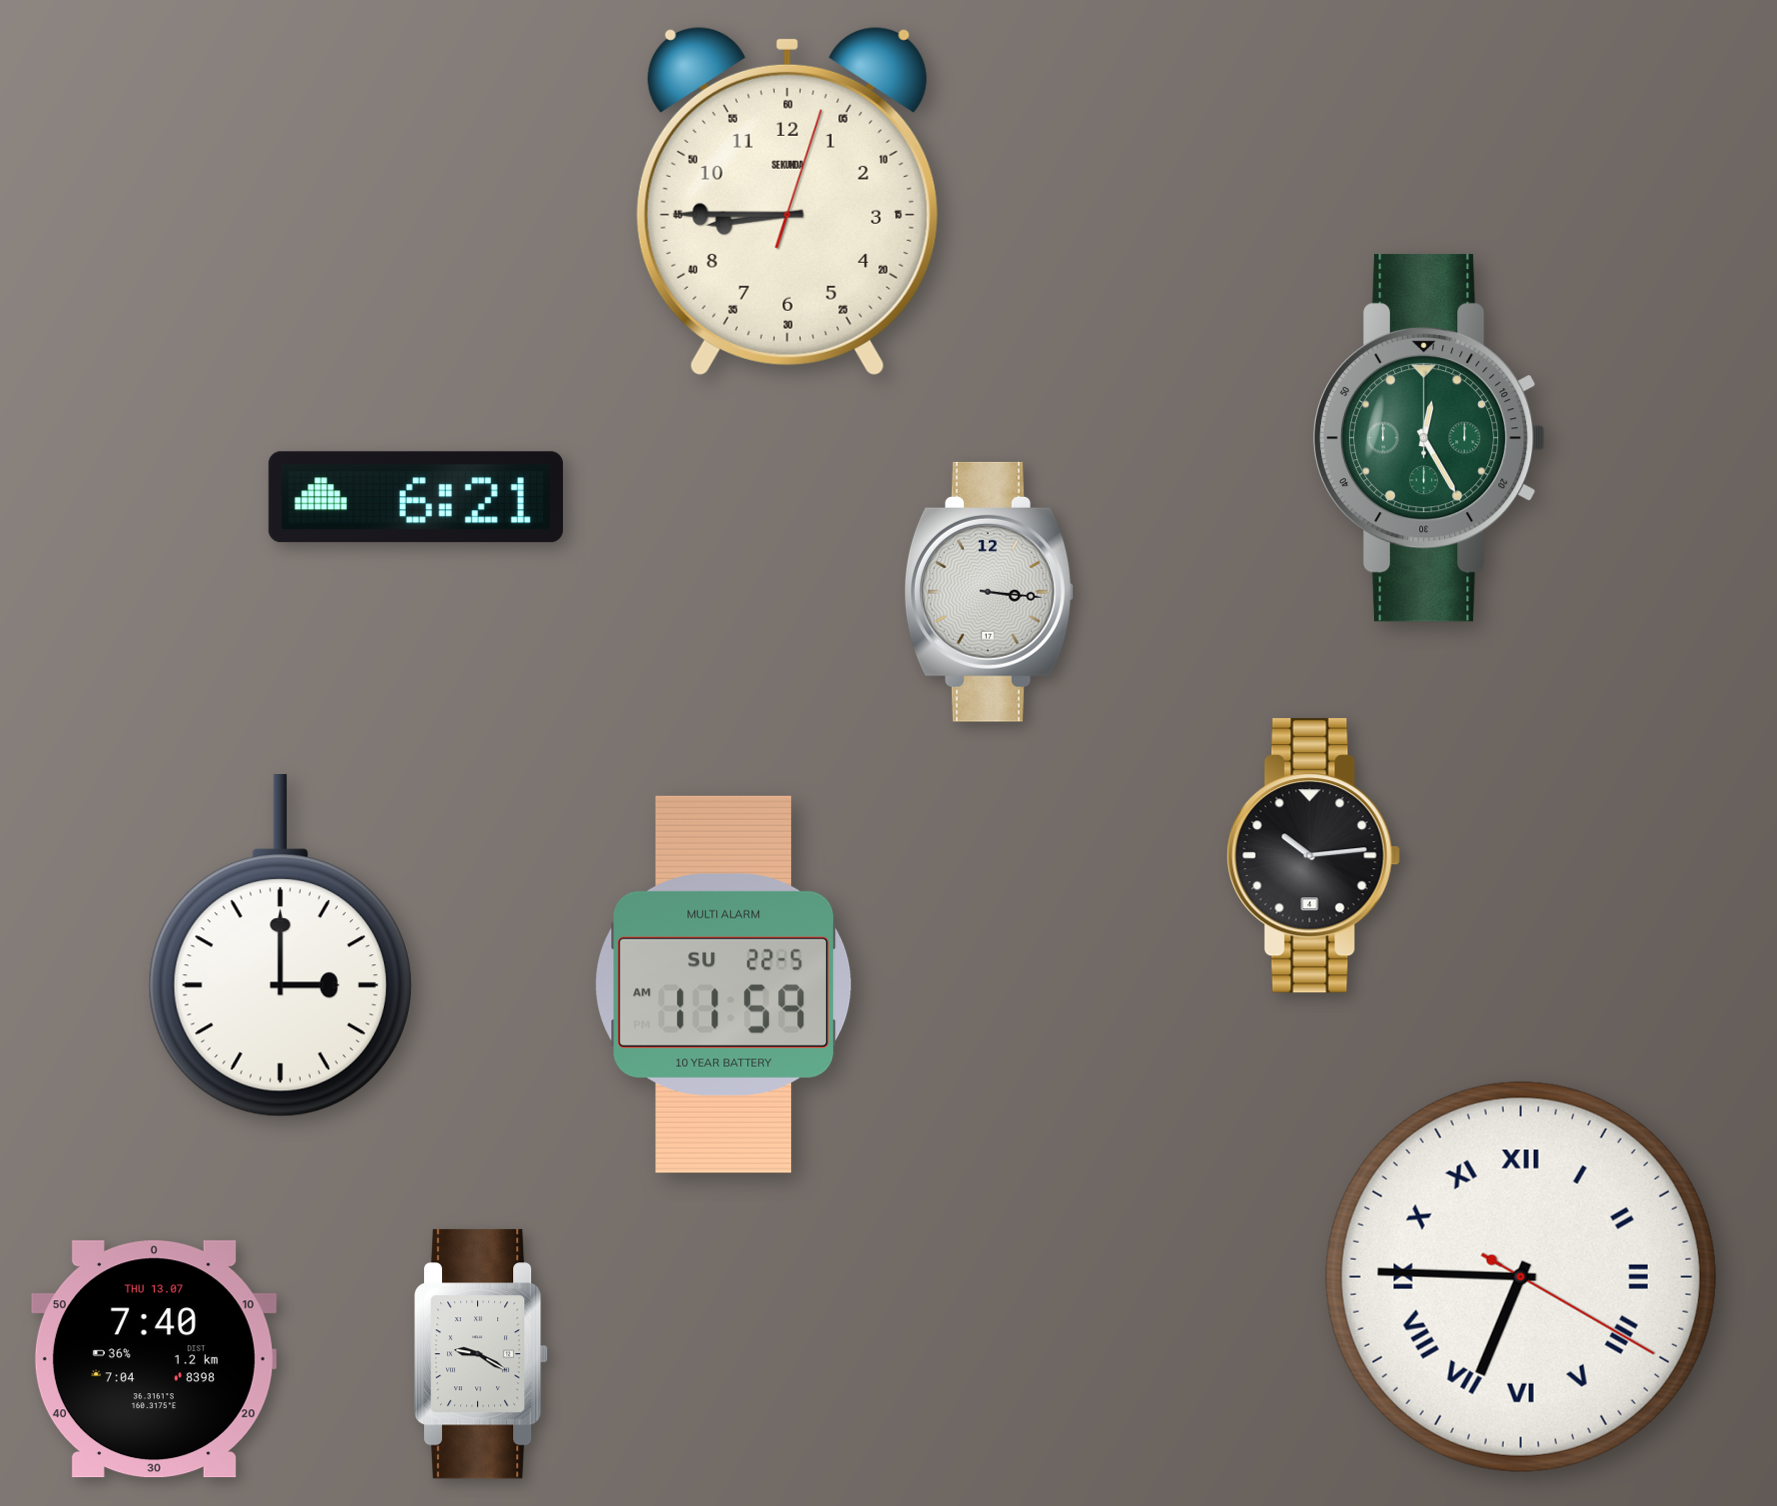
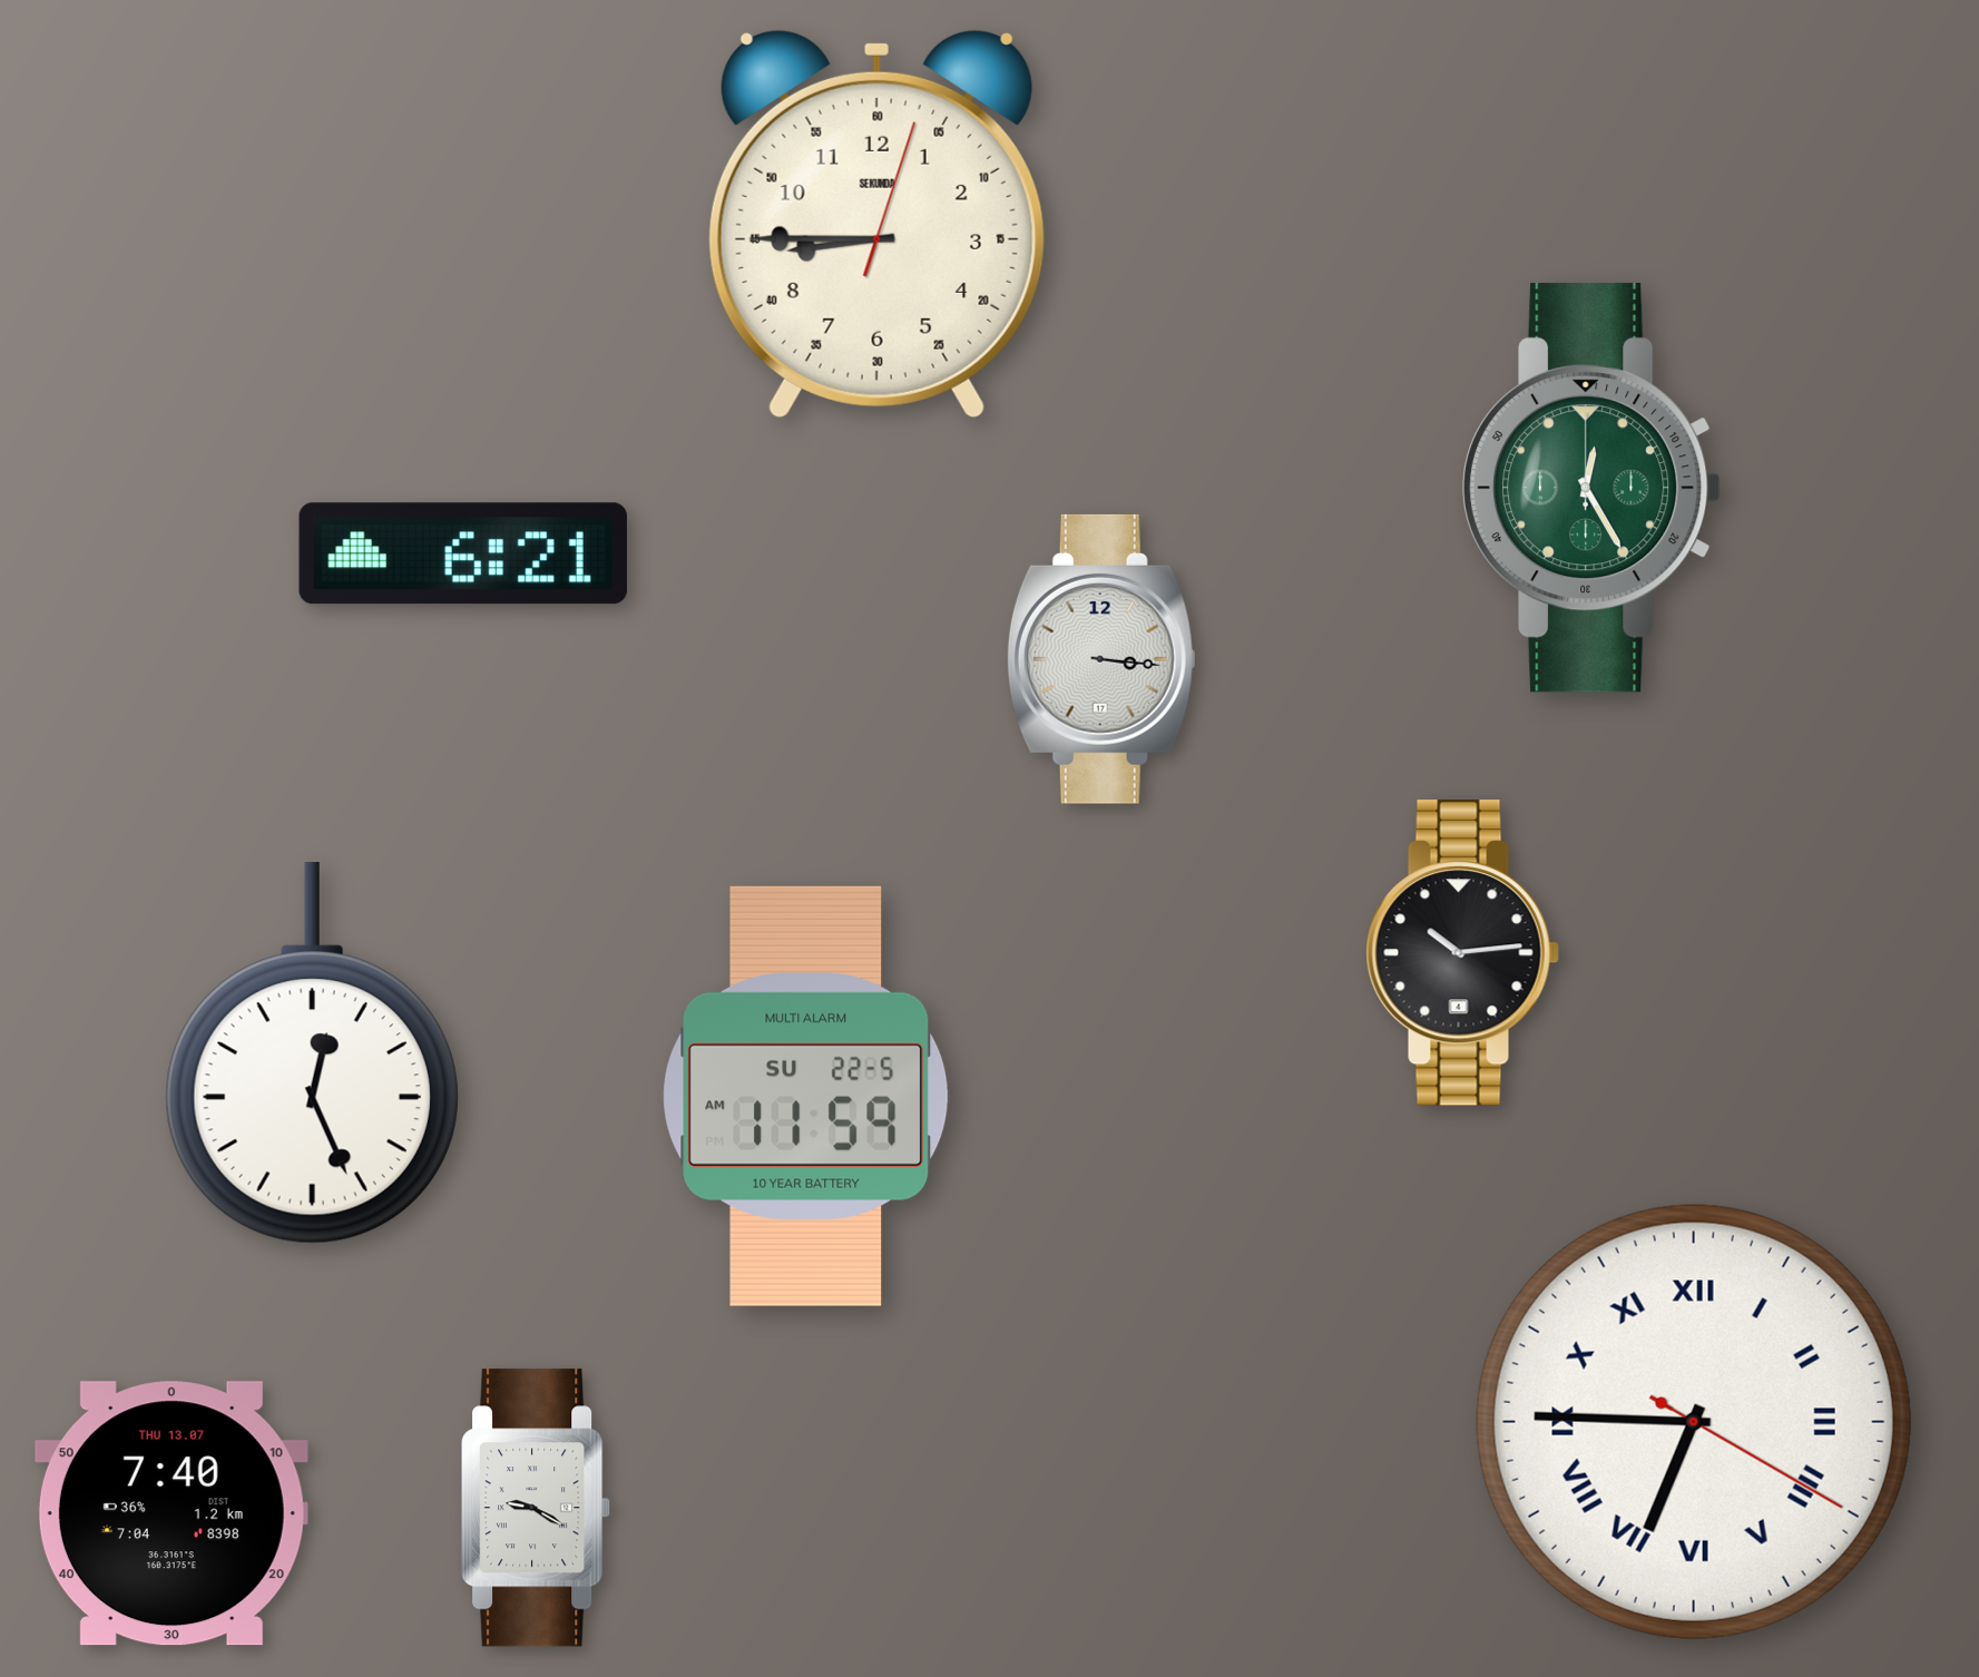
clock at (280, 946): 3:00 -> 12:26
